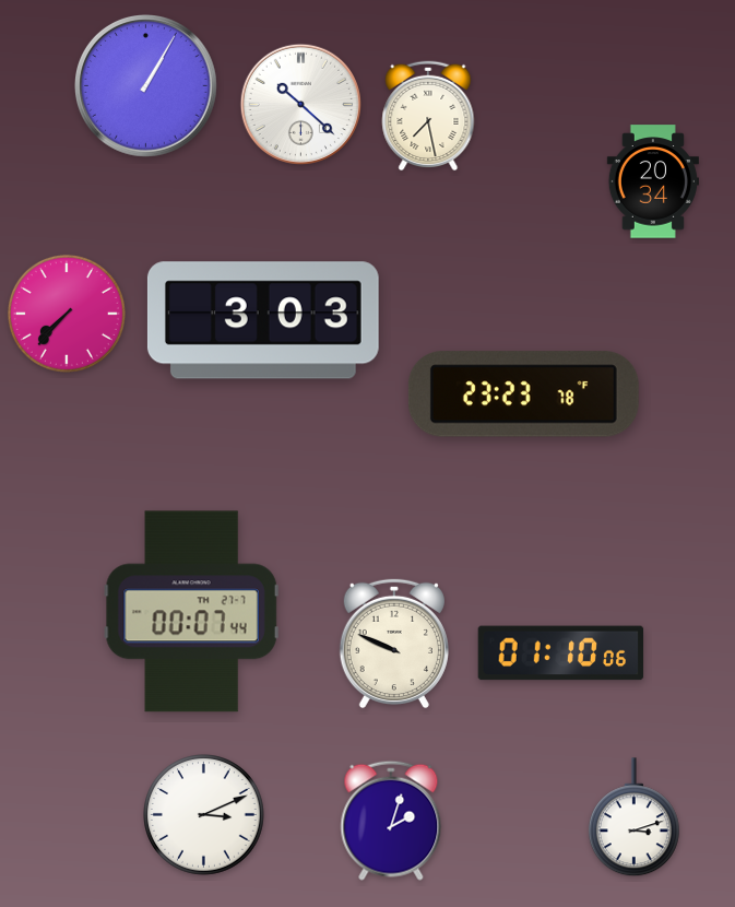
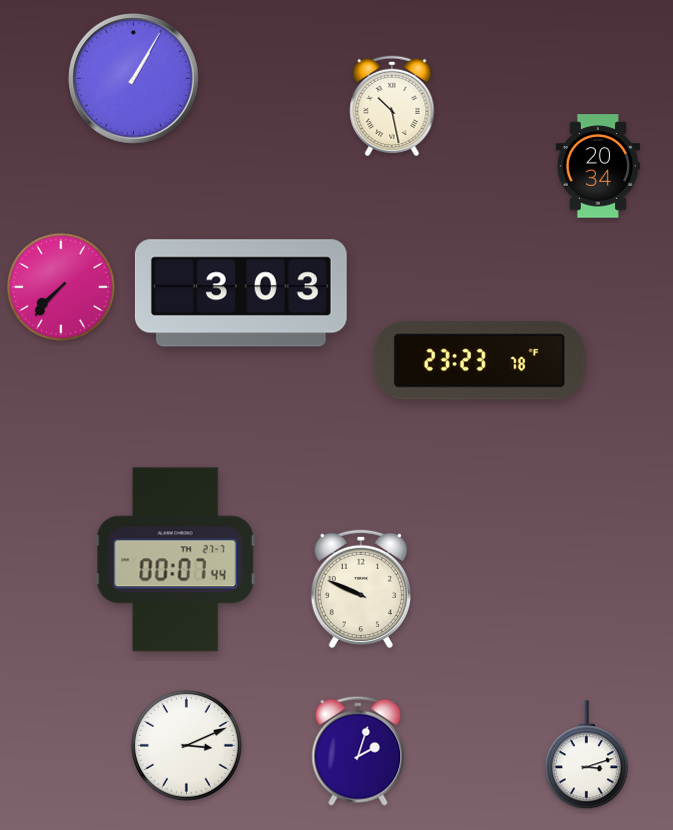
clock at (300, 104): 10:22 -> none
clock at (428, 116): 7:28 -> 10:28
clock at (561, 653): 01:10 -> none
clock at (633, 817) position: (633, 817) -> (586, 755)
